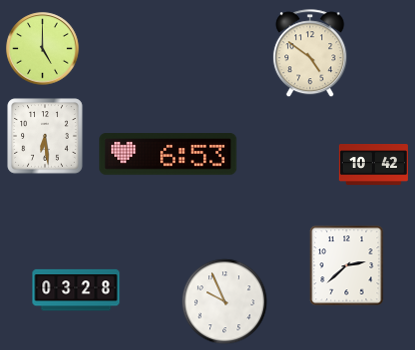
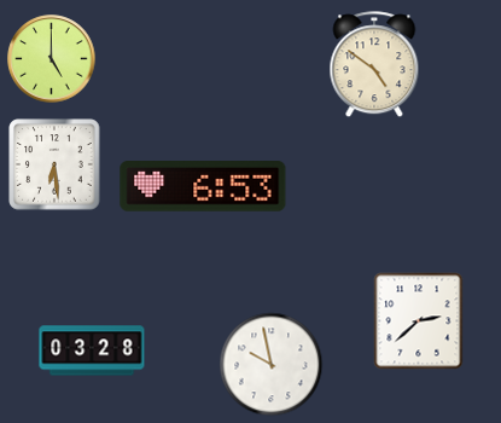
clock at (373, 164): 10:42 -> none
clock at (225, 302): 9:56 -> 9:58
